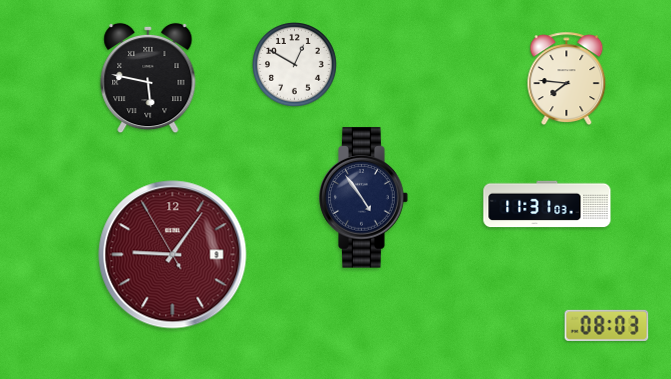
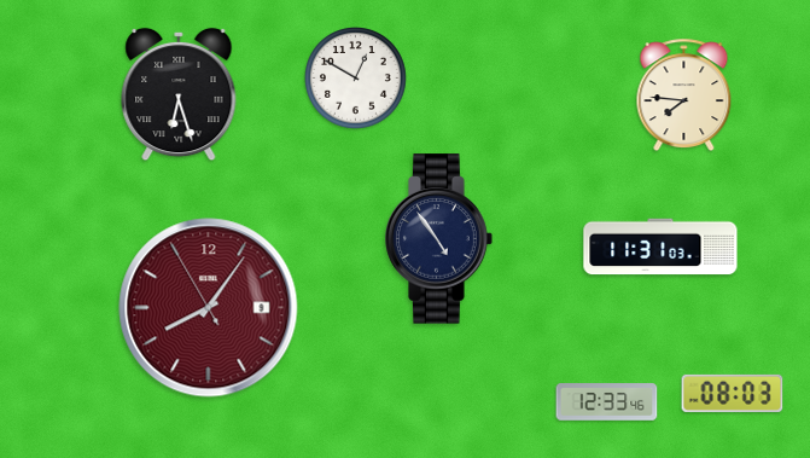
clock at (148, 78): 5:47 -> 6:27
clock at (173, 255): 9:05 -> 8:05
clock at (607, 402): none -> 12:33
